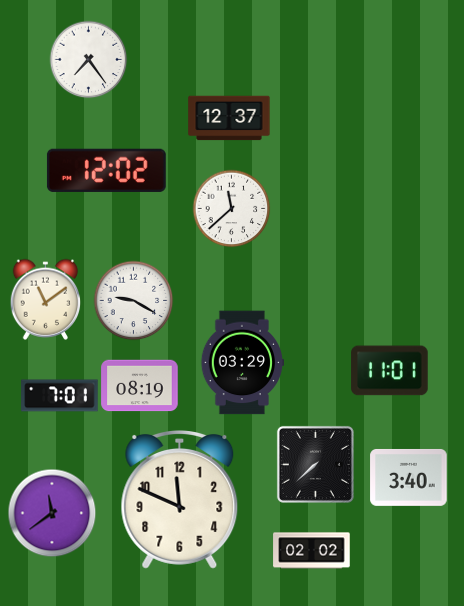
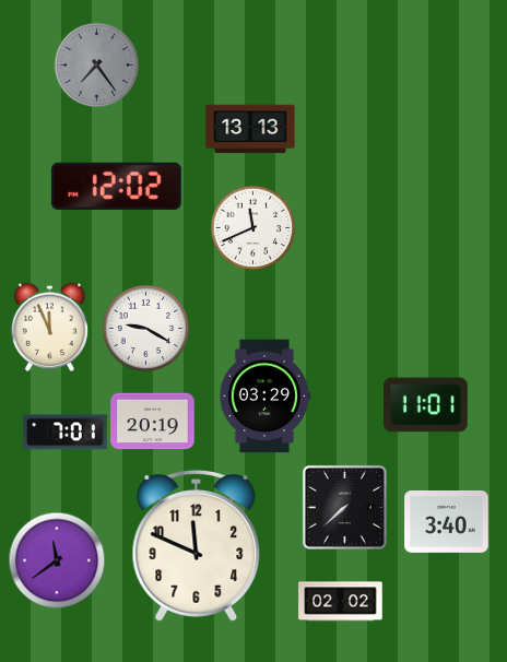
clock at (88, 59) dial: white -> grey
clock at (229, 118): 12:37 -> 13:13
clock at (231, 208): 11:38 -> 11:41
clock at (46, 299): 11:09 -> 11:56
clock at (140, 386): 08:19 -> 20:19
